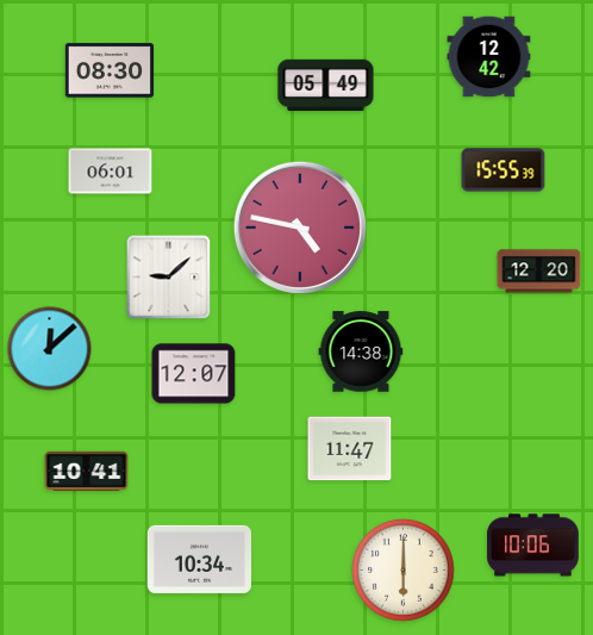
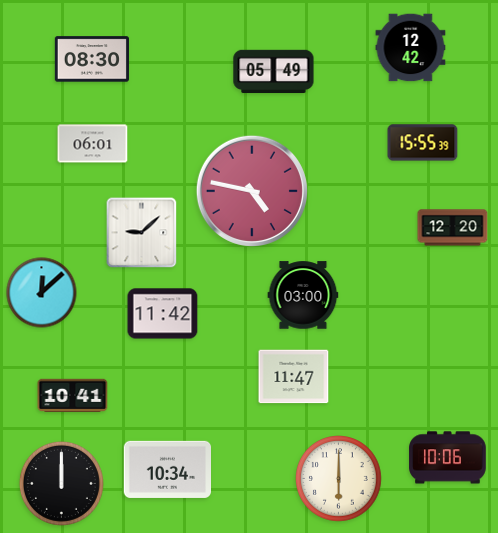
clock at (361, 351): 14:38 -> 03:00
clock at (194, 374): 12:07 -> 11:42
clock at (61, 483): none -> 12:00
